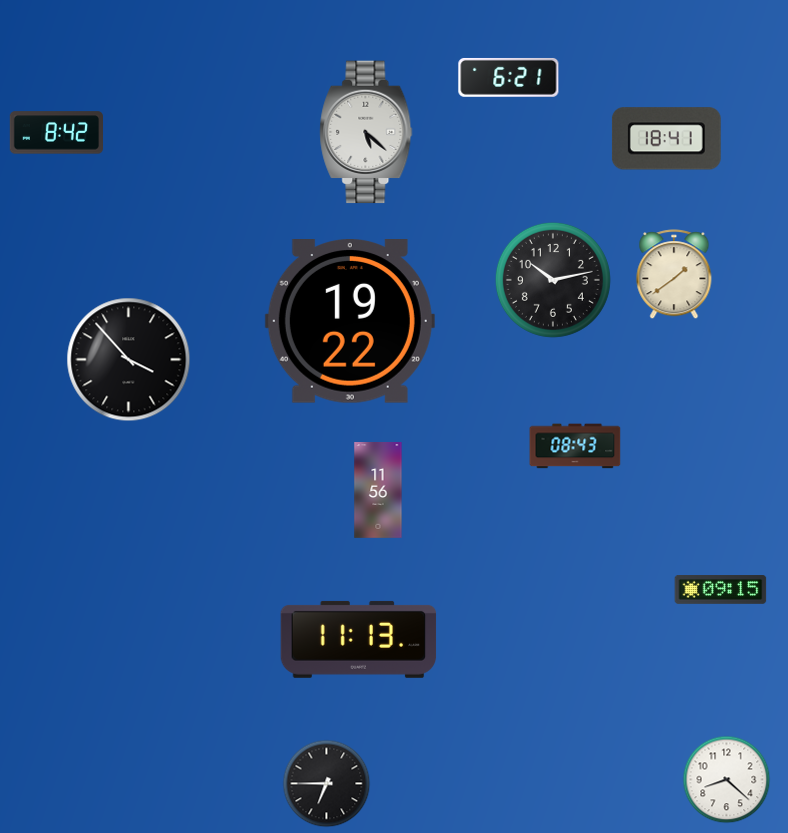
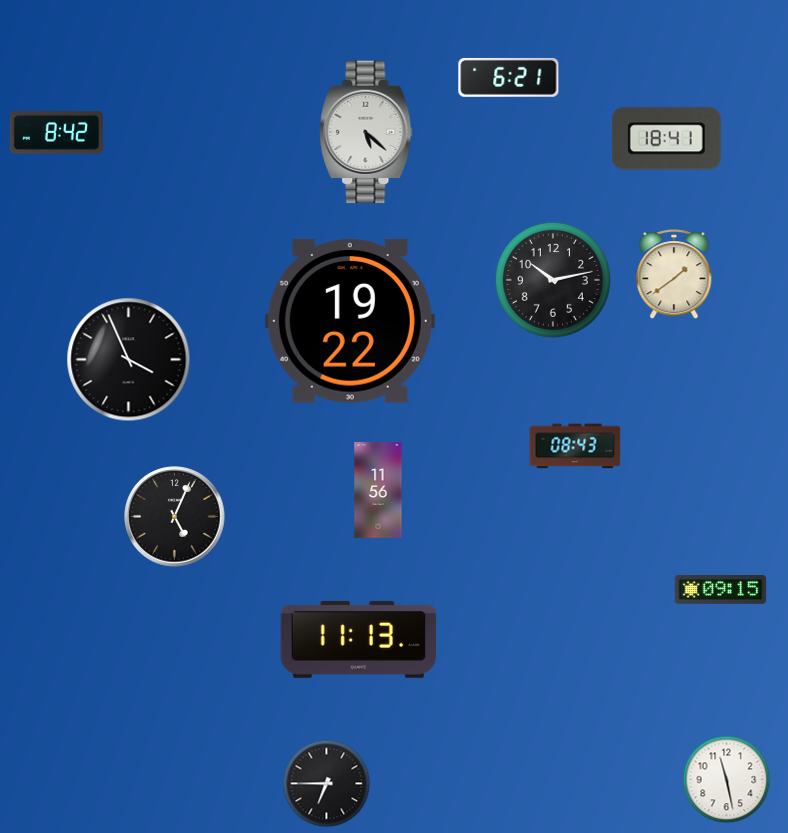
clock at (129, 360): 3:53 -> 3:56
clock at (175, 517): none -> 5:04
clock at (727, 780): 8:22 -> 11:28
